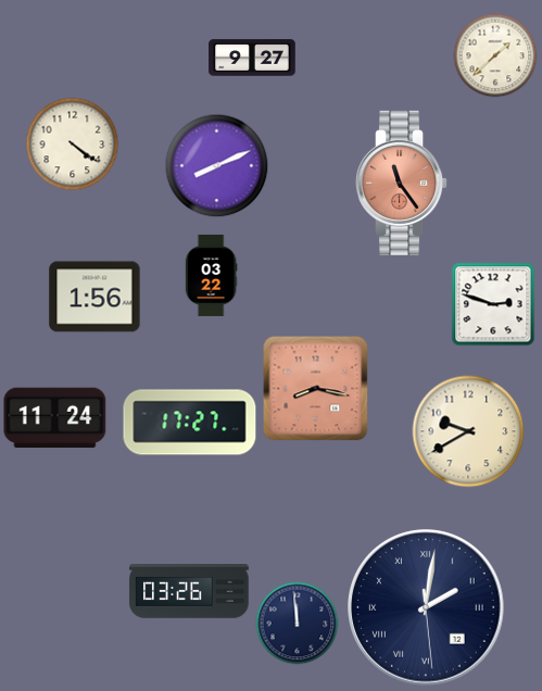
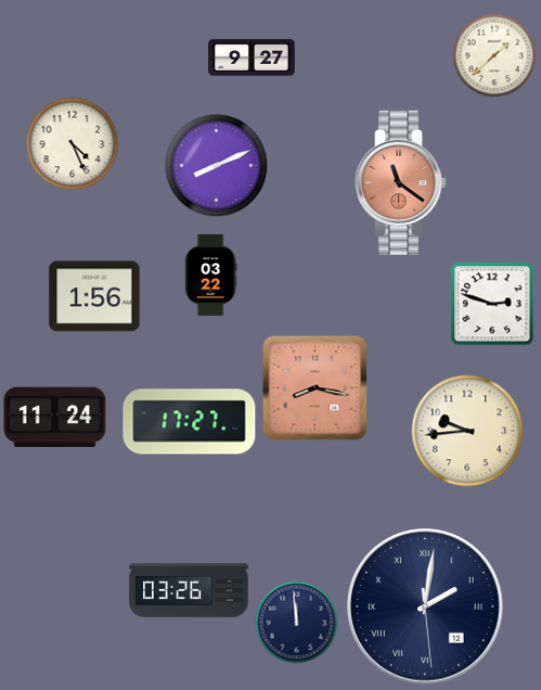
clock at (73, 145): 4:21 -> 4:26
clock at (403, 183): 11:24 -> 11:21
clock at (468, 431): 9:40 -> 9:44
